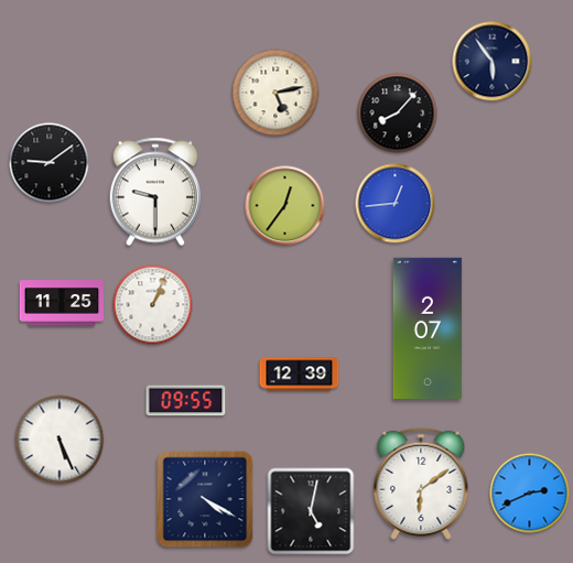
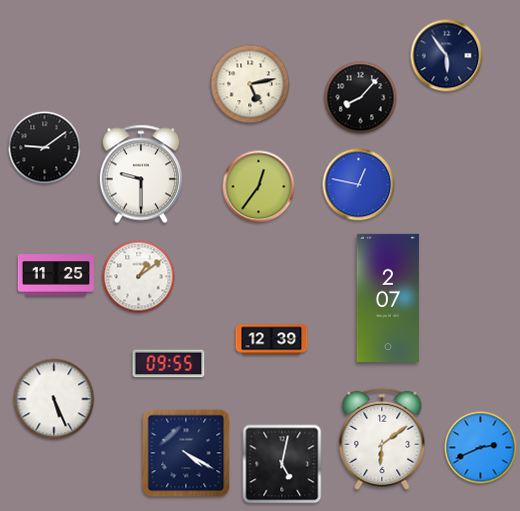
clock at (398, 113) position: (398, 113) -> (361, 98)
clock at (396, 204): 12:44 -> 12:47
clock at (153, 305): 1:04 -> 1:09
